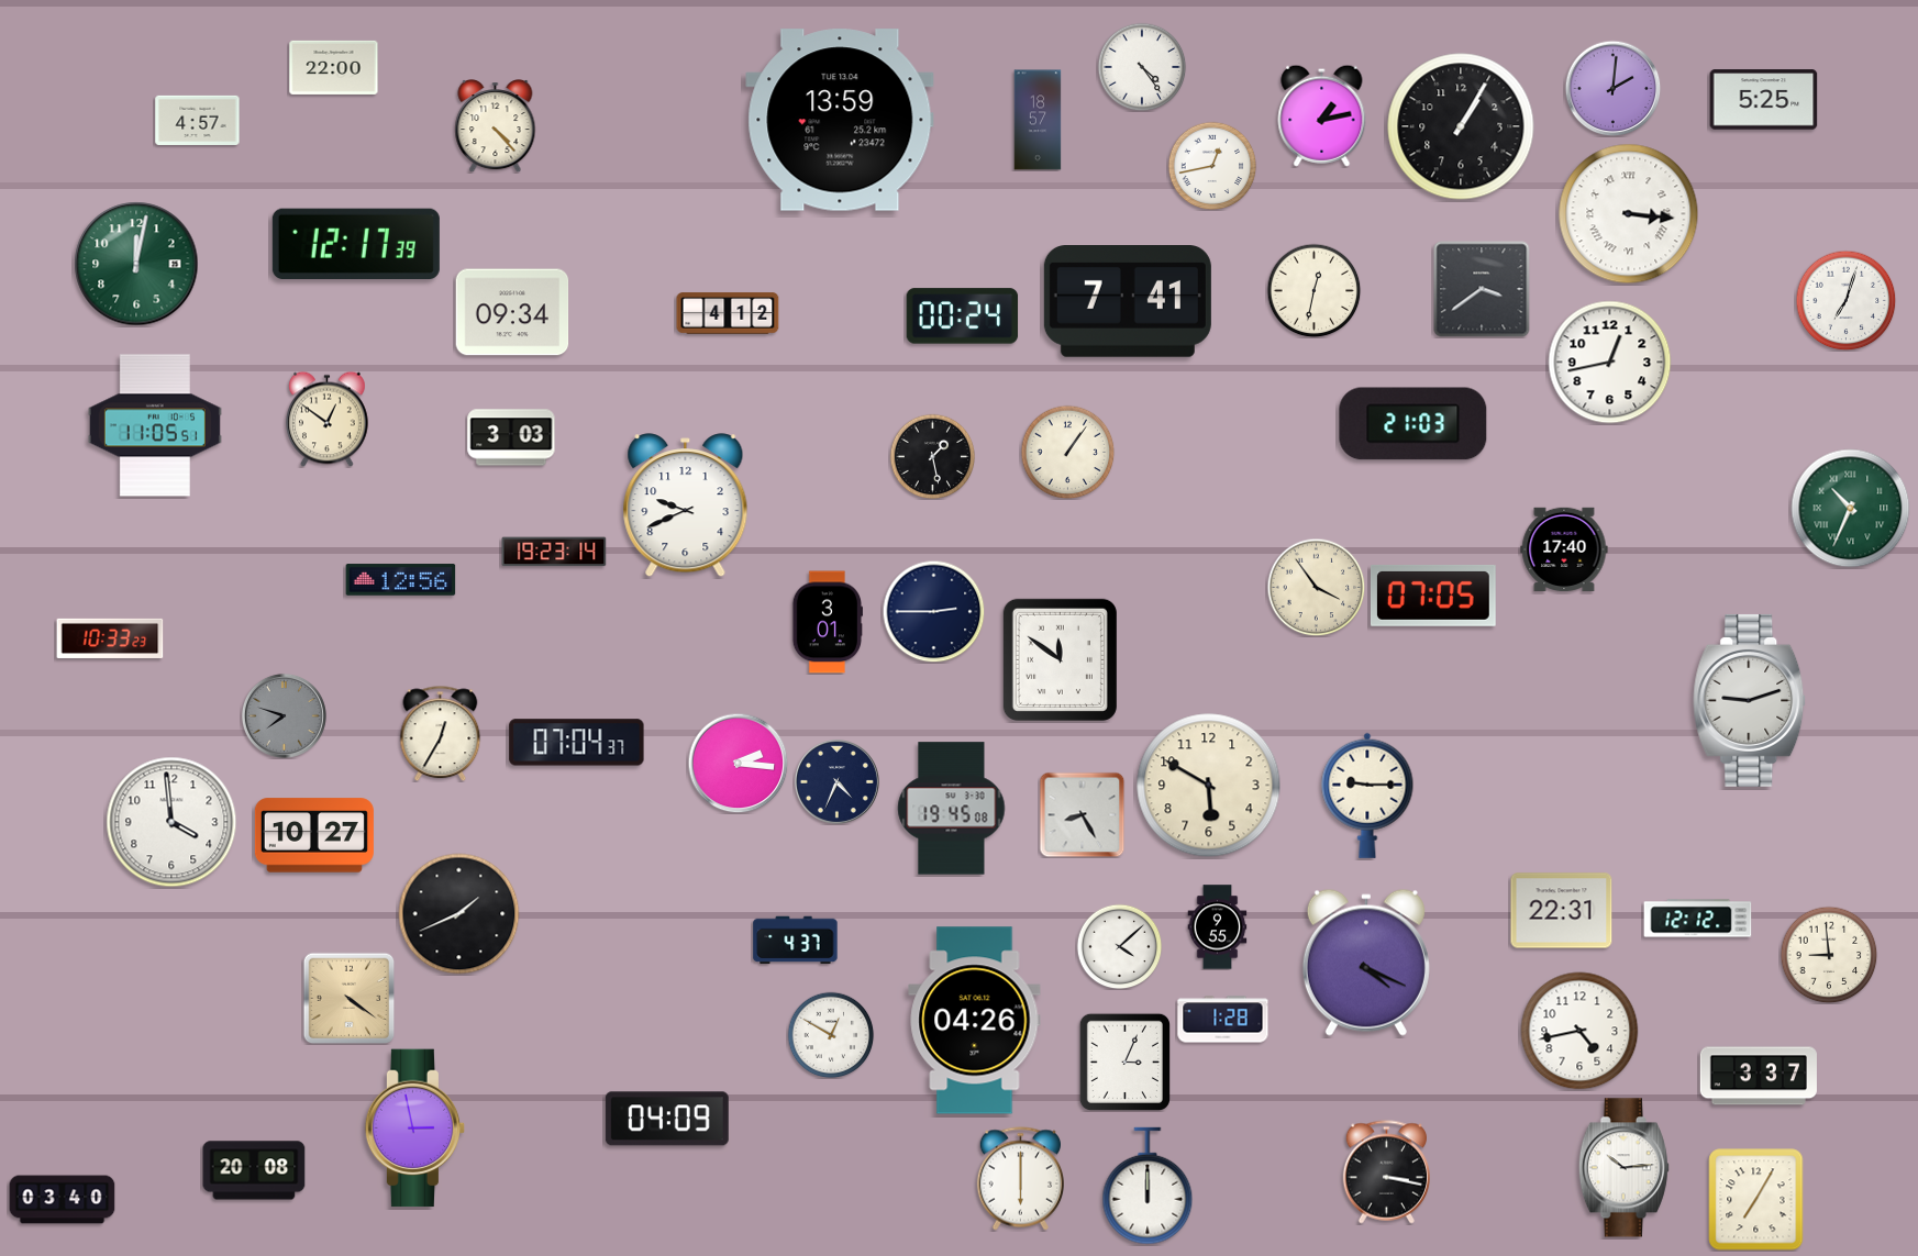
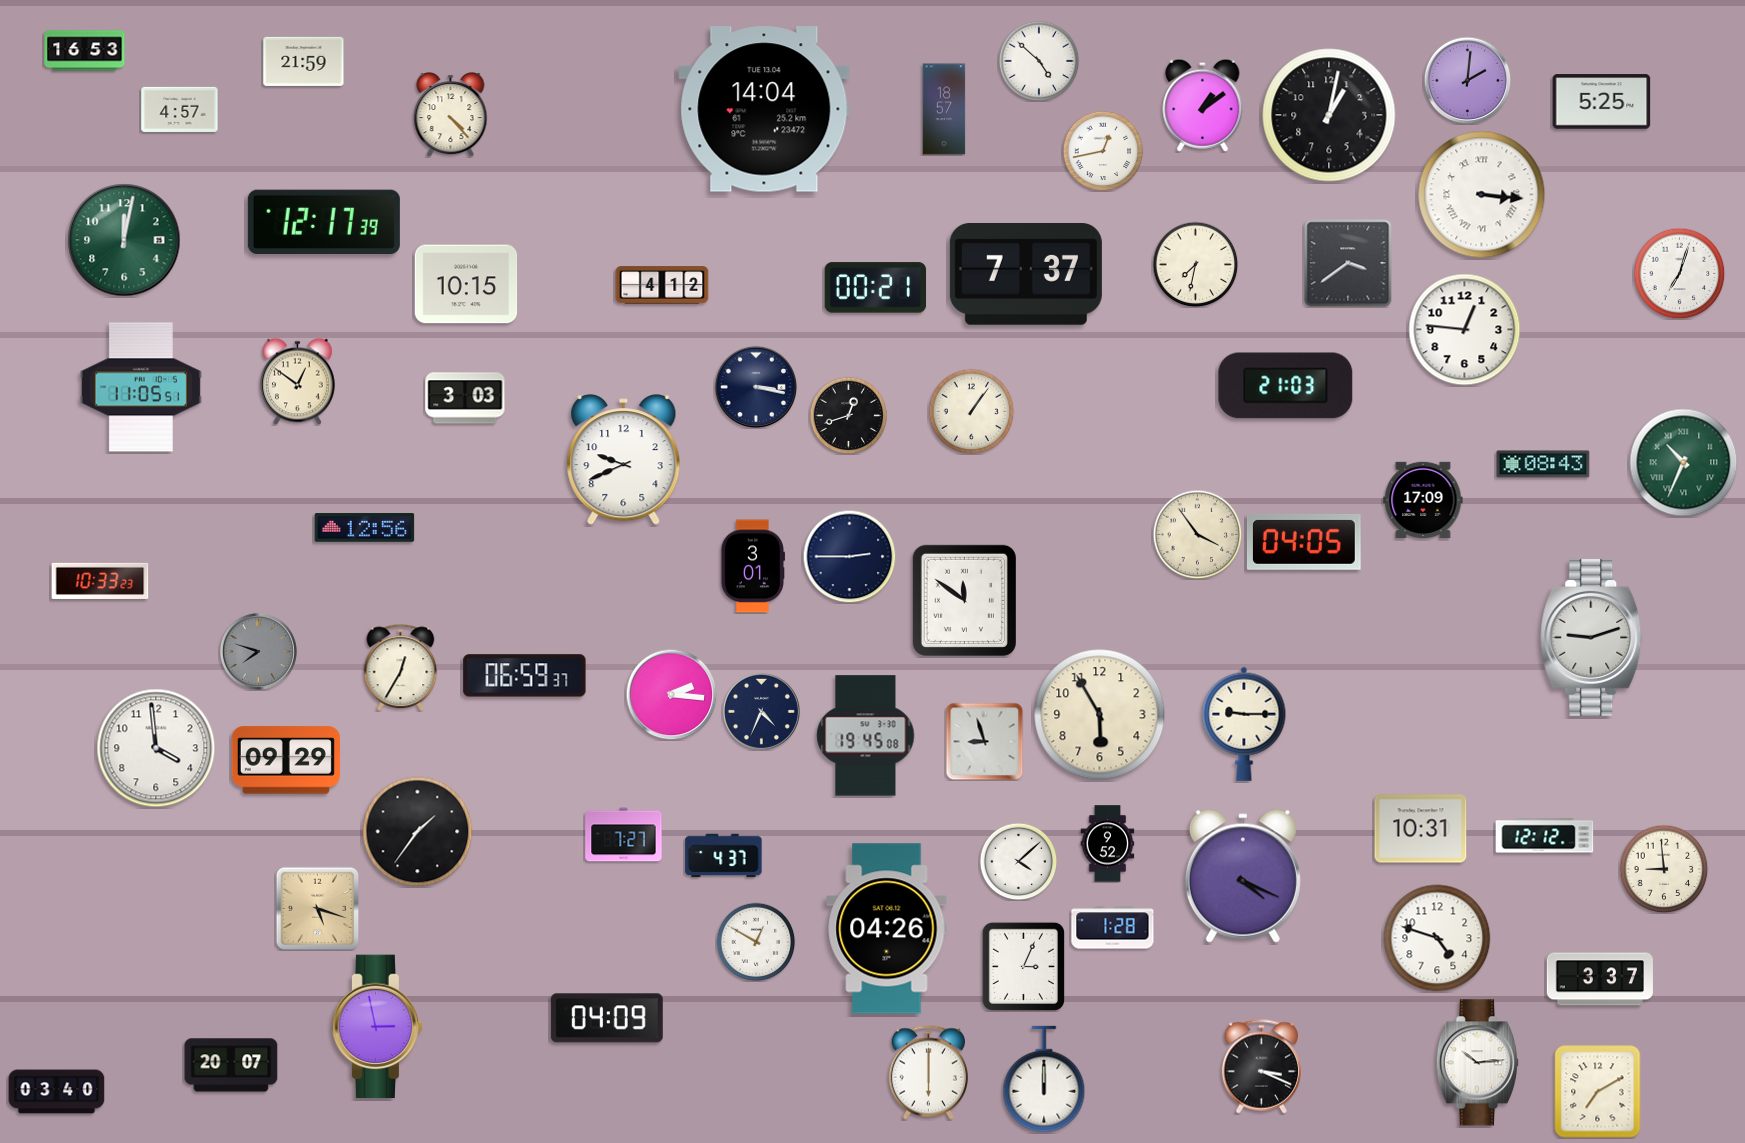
clock at (85, 51): none -> 16:53
clock at (334, 67): 22:00 -> 21:59
clock at (1142, 67): 4:24 -> 4:52
clock at (1764, 100) position: (1764, 100) -> (1602, 102)
clock at (1322, 115): 1:13 -> 1:09
clock at (840, 120): 13:59 -> 14:04
clock at (1461, 126): 1:05 -> 1:02
clock at (1313, 290): 12:32 -> 7:32
clock at (1128, 302): 7:41 -> 7:37
clock at (512, 312): 09:34 -> 10:15
clock at (963, 316): 00:24 -> 00:21
clock at (1610, 363): 12:43 -> 12:46
clock at (755, 386): none -> 3:17
clock at (932, 456): 1:28 -> 12:42
clock at (1543, 464): none -> 08:43
clock at (1564, 548): 17:40 -> 17:09
clock at (554, 552): 19:23 -> none
clock at (1433, 596): 07:05 -> 04:05
clock at (577, 743): 07:04 -> 06:59
clock at (1209, 786): 5:50 -> 5:55
clock at (1082, 814): 8:25 -> 8:57
clock at (314, 835): 10:27 -> 09:29
clock at (1562, 911): 22:31 -> 10:31
clock at (459, 914): 1:41 -> 1:36
clock at (624, 835): none -> 7:27
clock at (1218, 927): 9:55 -> 9:52
clock at (348, 998): 4:21 -> 5:18
clock at (1579, 1031): 4:43 -> 4:48
clock at (254, 1170): 20:08 -> 20:07
clock at (1386, 1172): 3:17 -> 3:19
clock at (1756, 1200): 7:05 -> 7:10
